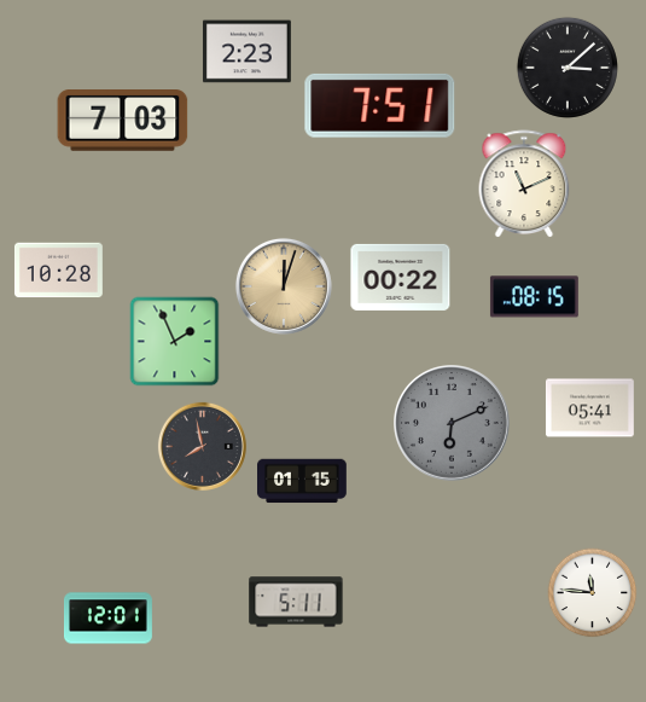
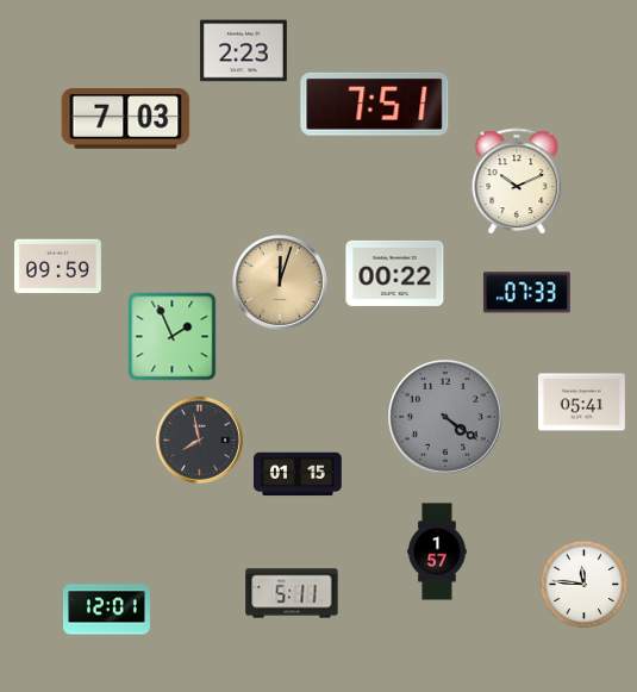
clock at (568, 68): 3:08 -> none
clock at (123, 121) position: (123, 121) -> (126, 119)
clock at (524, 184): 11:11 -> 10:11
clock at (58, 271): 10:28 -> 09:59
clock at (534, 297): 08:15 -> 07:33
clock at (453, 424): 6:11 -> 4:21
clock at (437, 551): none -> 1:57
